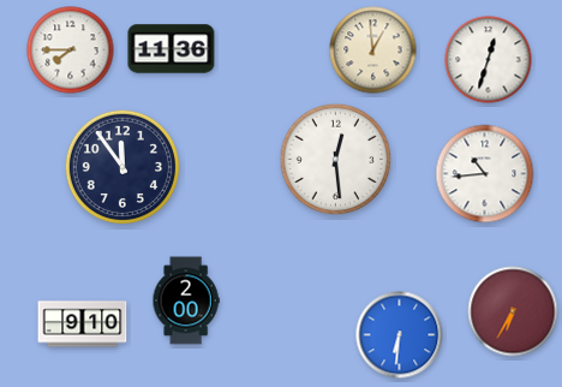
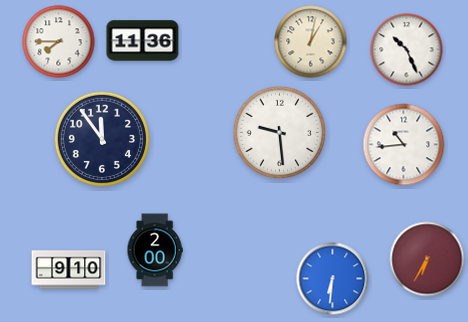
clock at (373, 50): 12:59 -> 1:02
clock at (489, 60): 12:33 -> 10:26
clock at (336, 160): 12:29 -> 9:29
